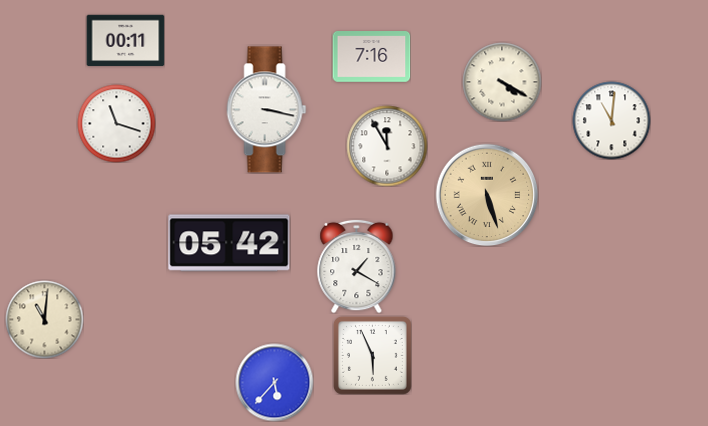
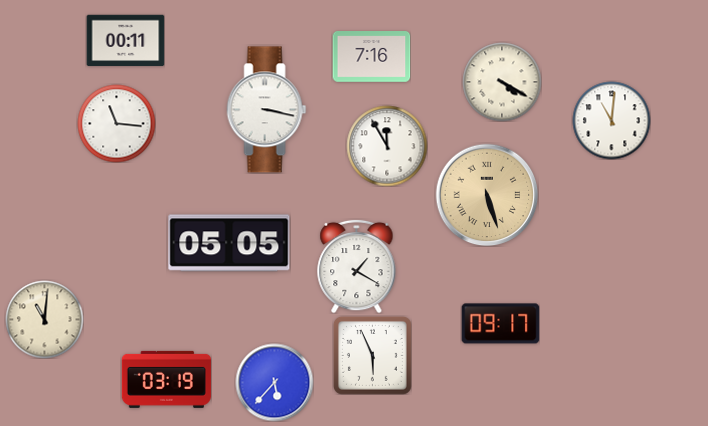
clock at (116, 123): 11:18 -> 11:16
clock at (229, 243): 05:42 -> 05:05
clock at (500, 324): none -> 09:17
clock at (166, 379): none -> 03:19
